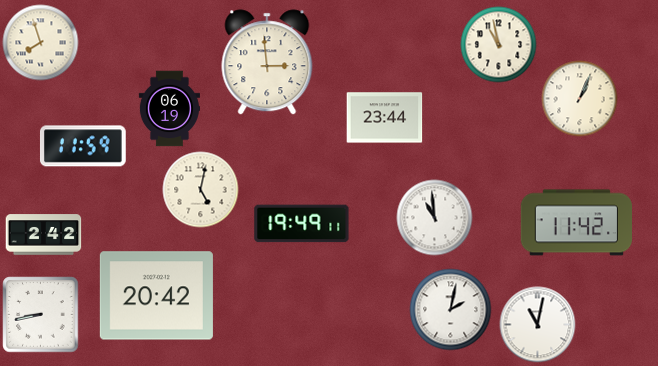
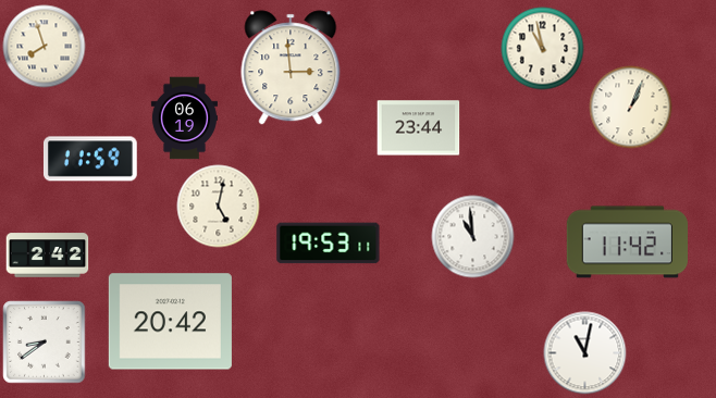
clock at (302, 224): 19:49 -> 19:53
clock at (451, 310): 2:02 -> none
clock at (41, 315): 8:43 -> 8:39
